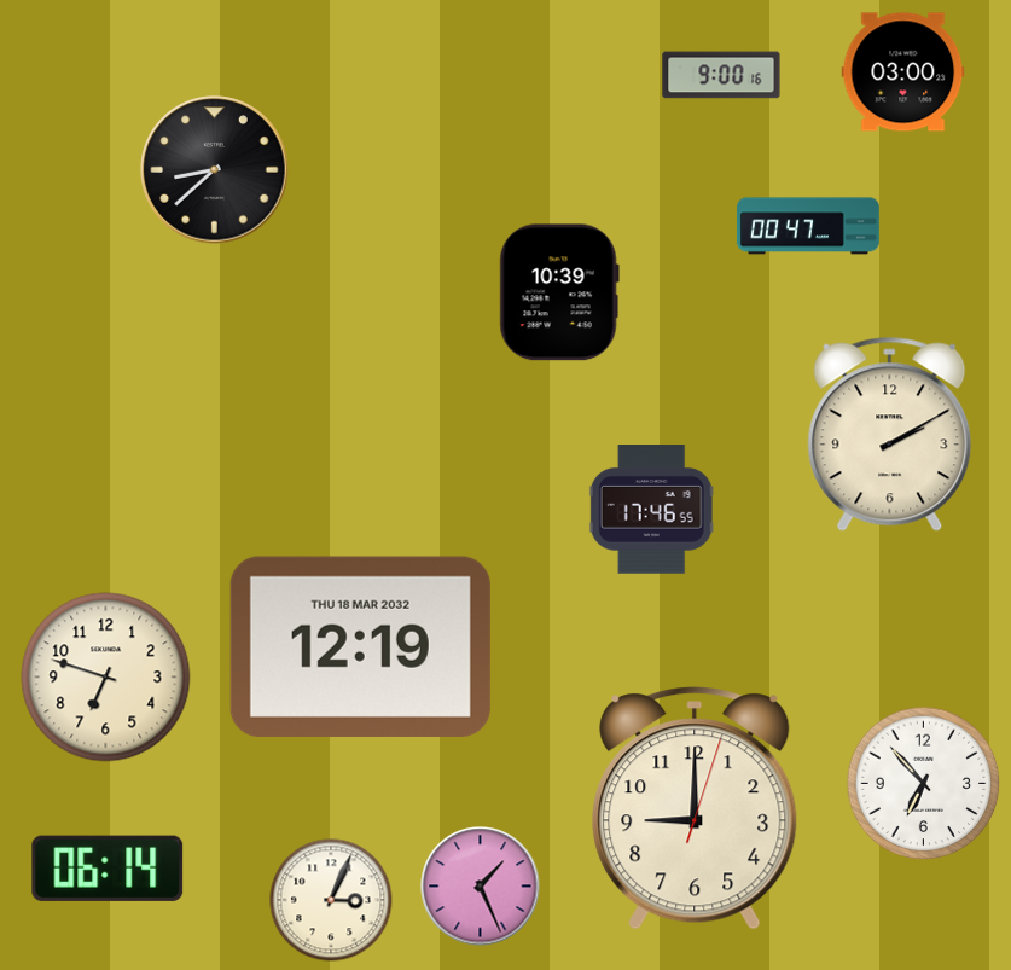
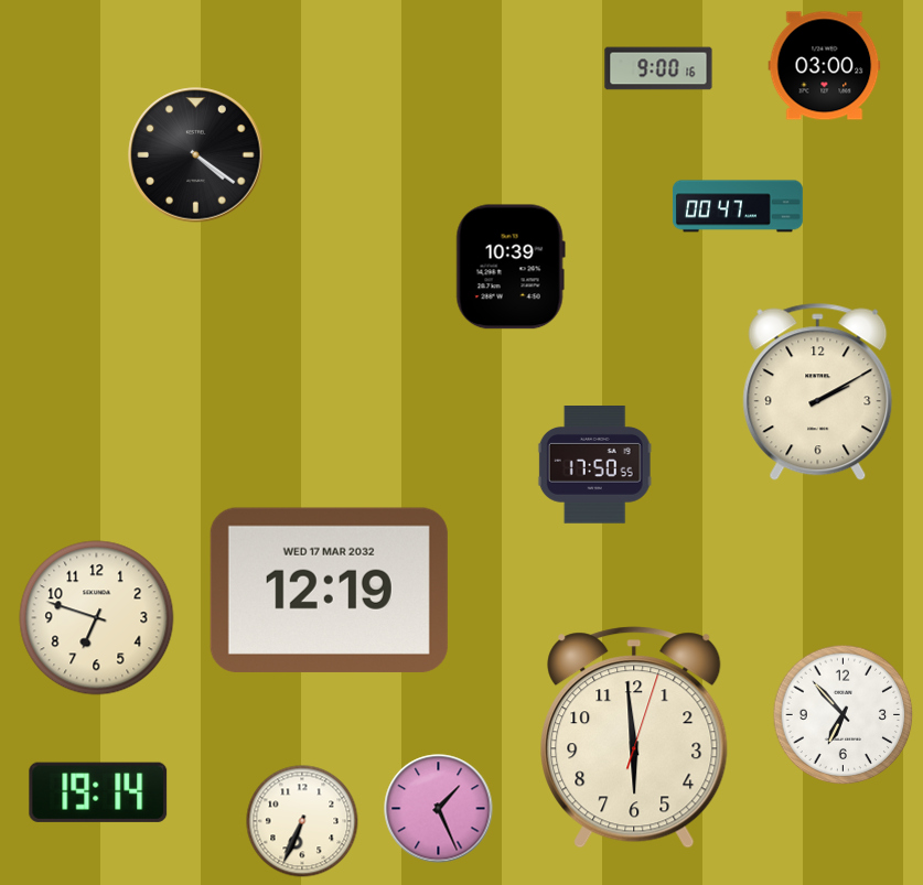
clock at (215, 170): 8:38 -> 4:21
clock at (890, 435) position: (890, 435) -> (818, 392)
clock at (651, 510): 17:46 -> 17:50
clock at (360, 646) date: THU 18 MAR 2032 -> WED 17 MAR 2032
clock at (695, 808): 9:00 -> 5:59
clock at (108, 869): 06:14 -> 19:14
clock at (331, 900): 3:04 -> 6:34
